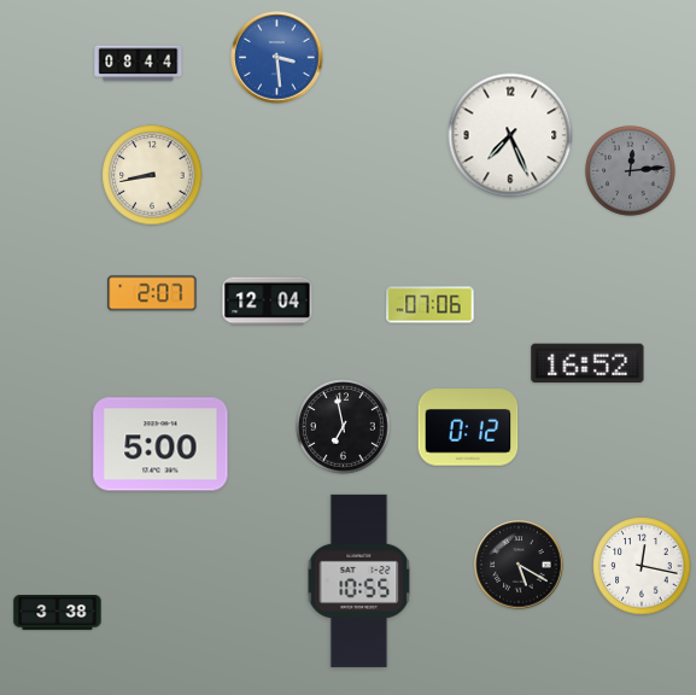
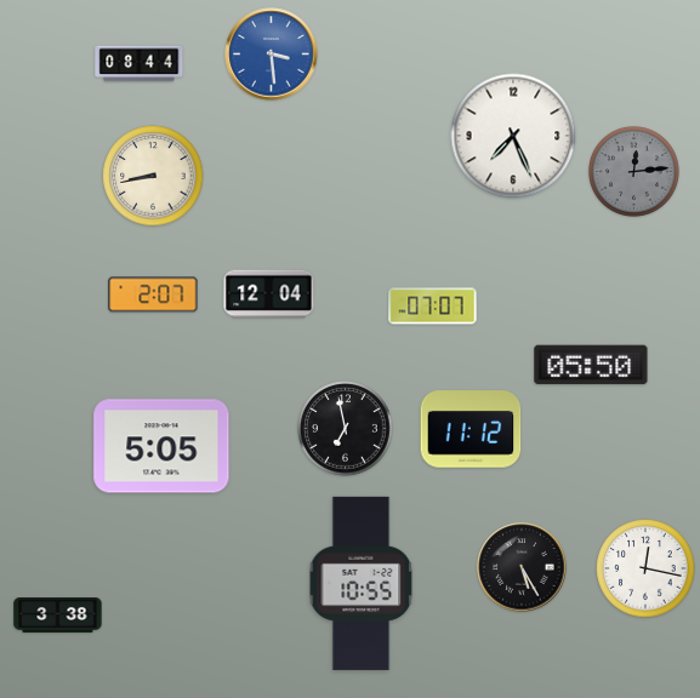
clock at (277, 58) position: (277, 58) -> (272, 55)
clock at (268, 302) position: (268, 302) -> (269, 294)
clock at (431, 305): 07:06 -> 07:07
clock at (587, 363): 16:52 -> 05:50
clock at (468, 427): 0:12 -> 11:12
clock at (160, 444): 5:00 -> 5:05
clock at (519, 565): 5:20 -> 5:25
